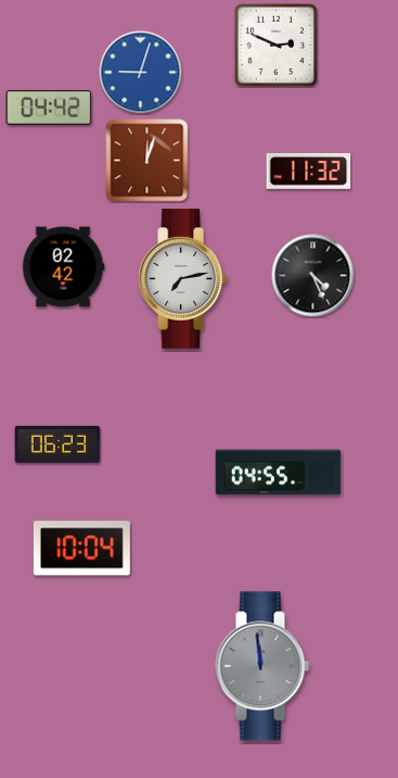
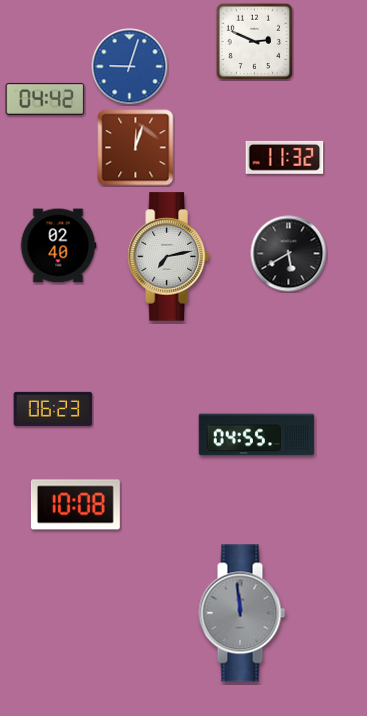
clock at (63, 267): 02:42 -> 02:40
clock at (313, 276): 4:26 -> 5:40
clock at (81, 549): 10:04 -> 10:08
